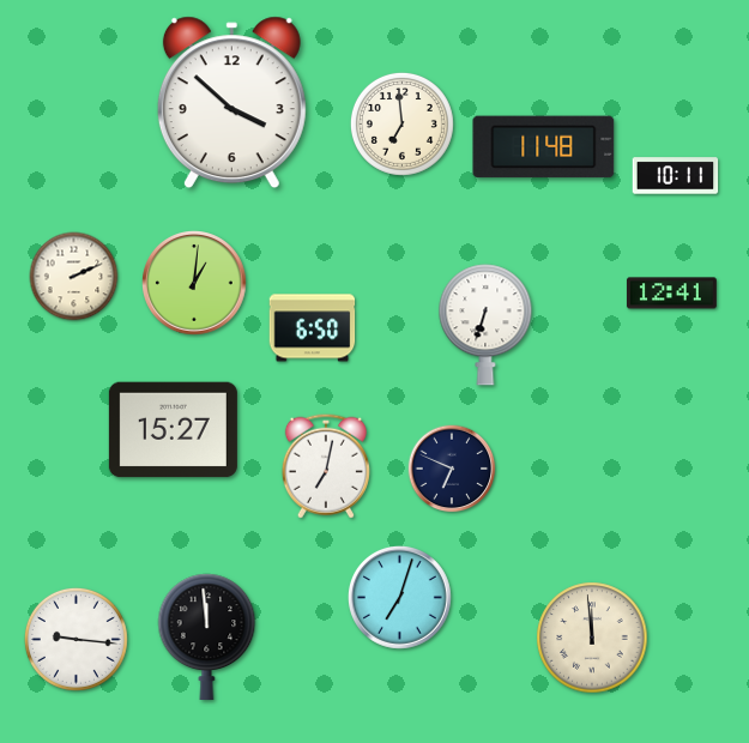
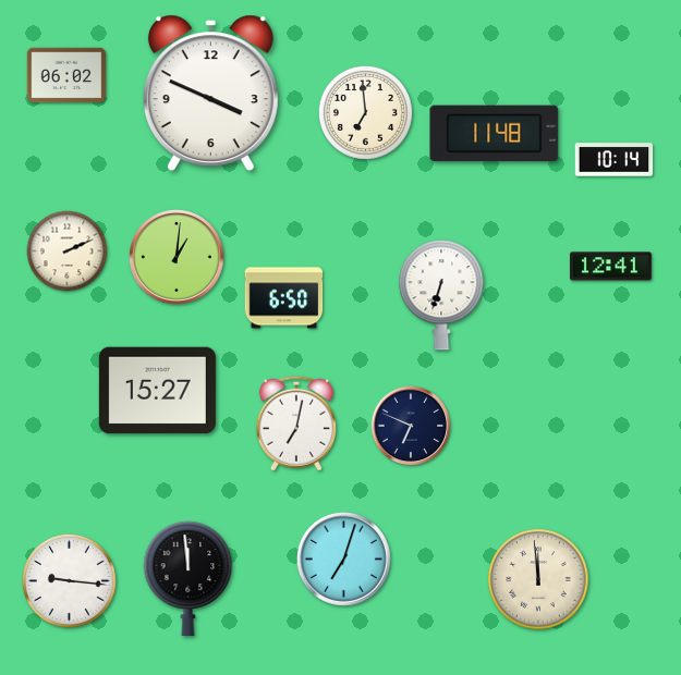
clock at (66, 75): none -> 06:02
clock at (231, 103): 3:52 -> 3:49
clock at (676, 176): 10:11 -> 10:14
clock at (400, 598) position: (400, 598) -> (344, 560)
